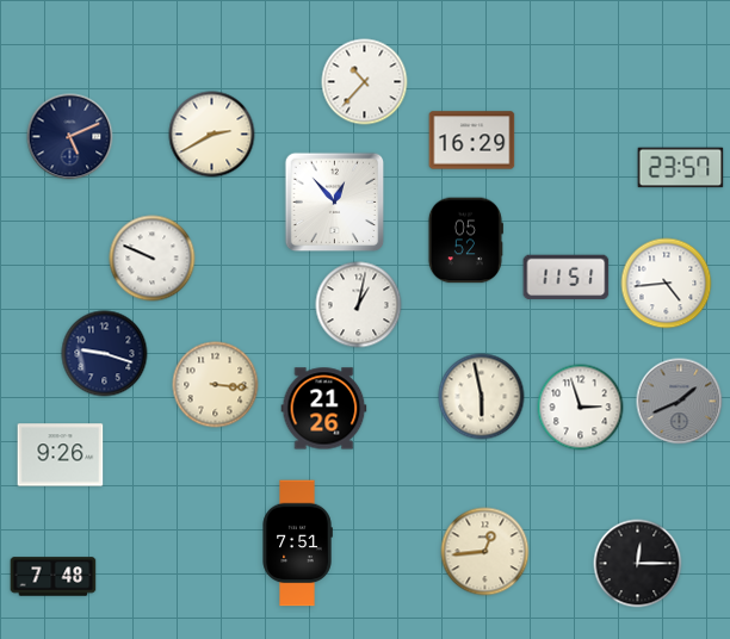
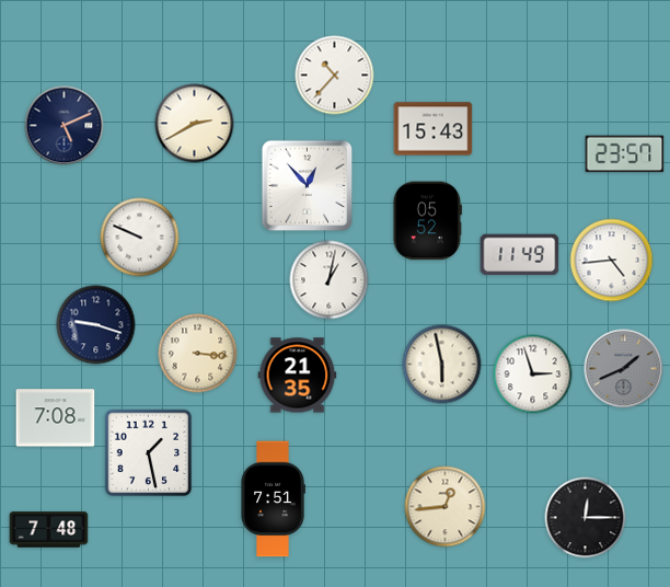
clock at (472, 141): 16:29 -> 15:43
clock at (567, 278): 11:51 -> 11:49
clock at (324, 409): 21:26 -> 21:35
clock at (61, 455): 9:26 -> 7:08
clock at (149, 453): none -> 1:28
